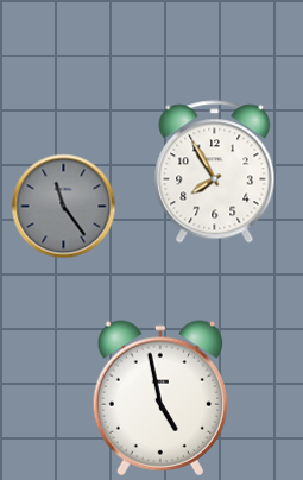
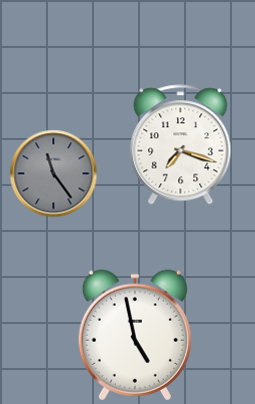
clock at (215, 172): 7:55 -> 7:18
